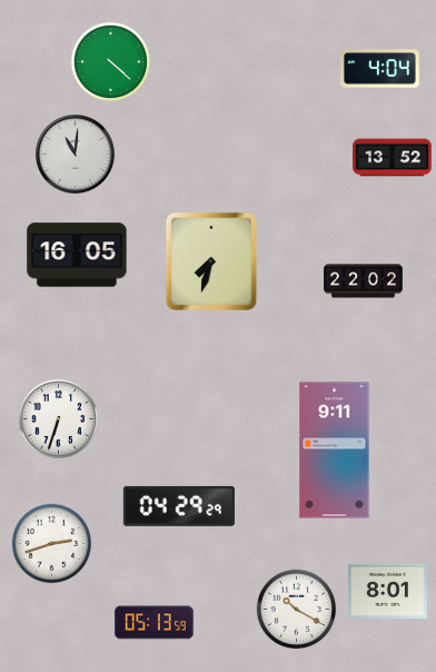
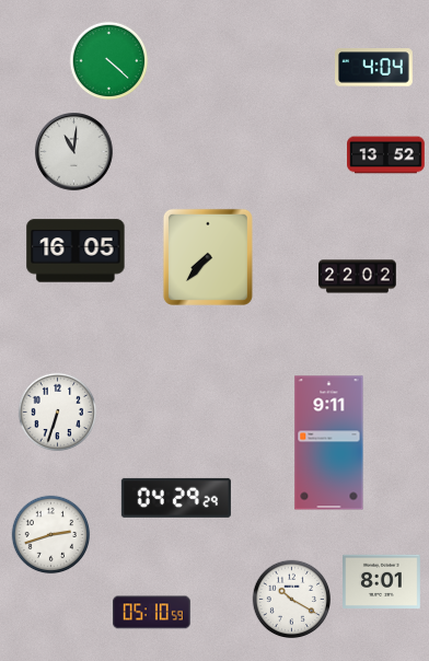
clock at (211, 261): 7:33 -> 7:37
clock at (155, 623): 05:13 -> 05:10
